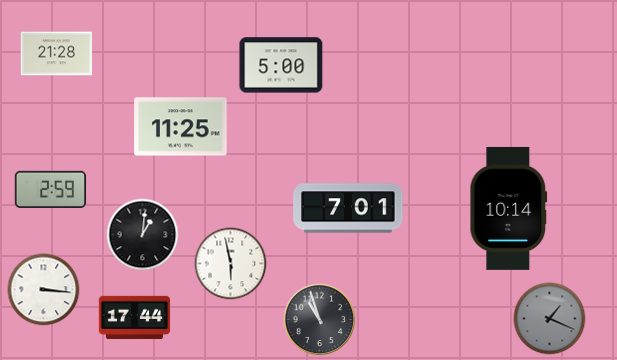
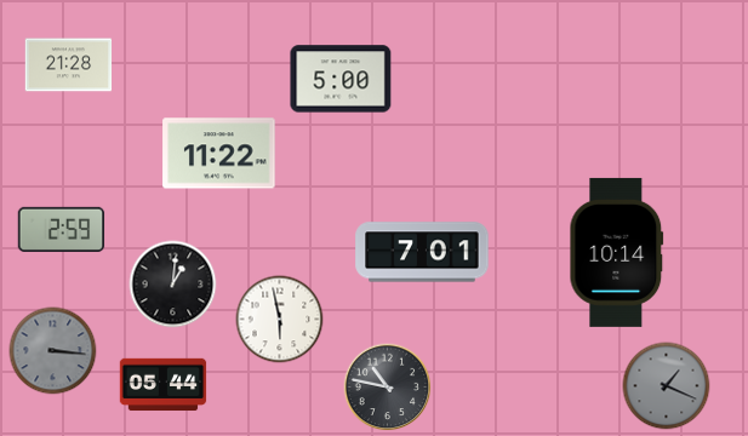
clock at (181, 127): 11:25 -> 11:22
clock at (44, 290) dial: white -> grey
clock at (135, 318): 17:44 -> 05:44
clock at (320, 320): 10:57 -> 10:47
